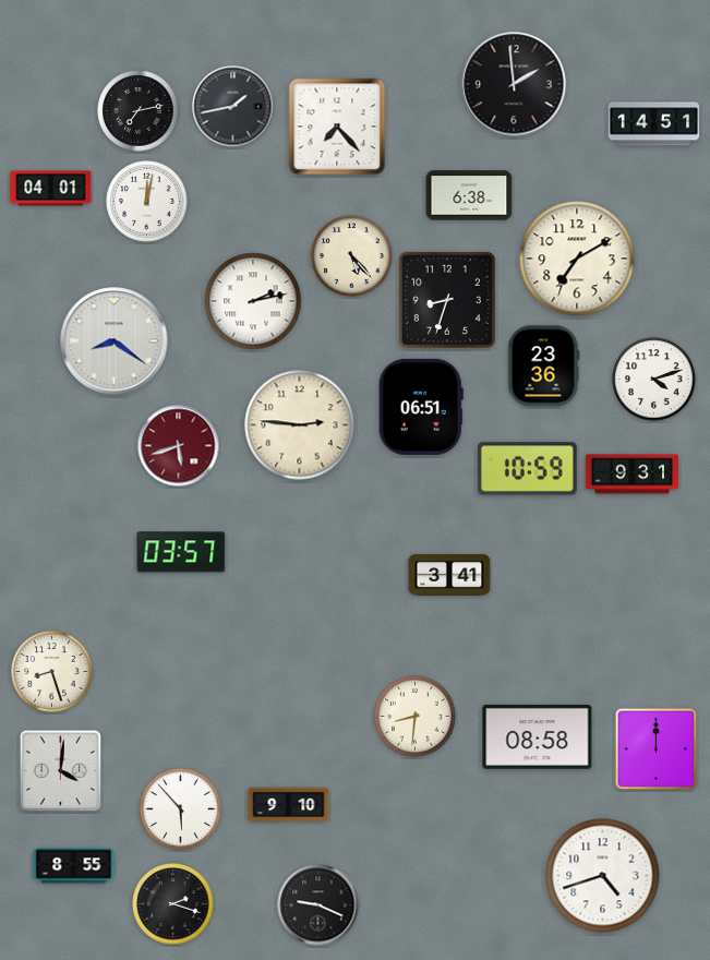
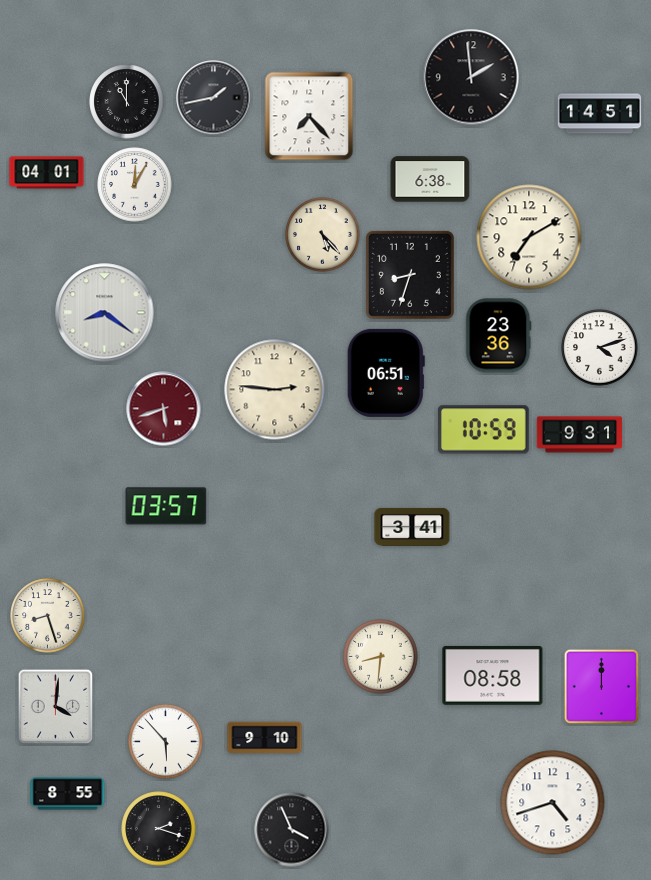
clock at (139, 111): 7:13 -> 11:00
clock at (147, 202): 12:02 -> 12:05
clock at (253, 301): 2:13 -> none
clock at (318, 905): 9:19 -> 3:56
